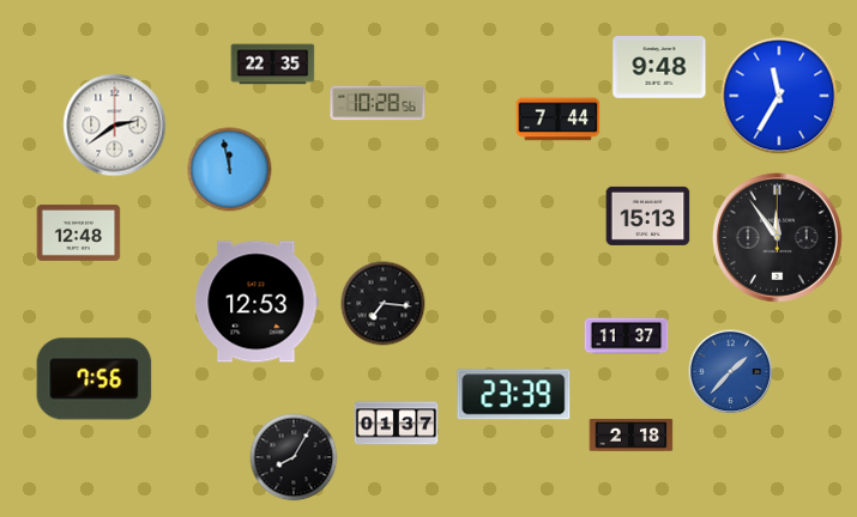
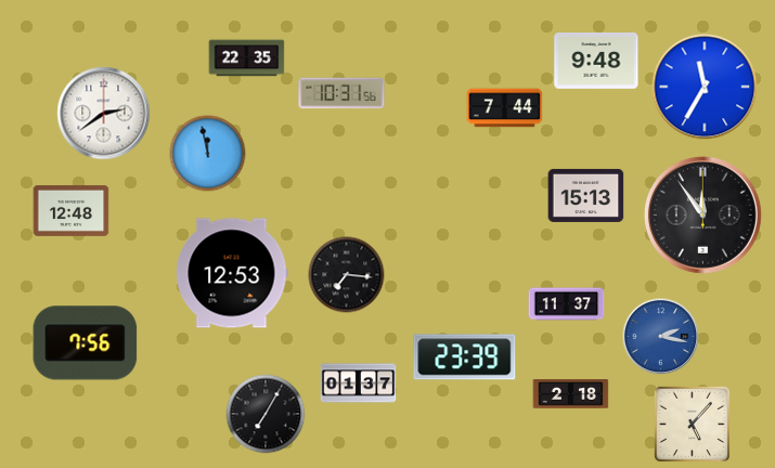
clock at (378, 103): 10:28 -> 10:31
clock at (731, 372): 1:37 -> 2:17
clock at (294, 457): 8:05 -> 7:05
clock at (692, 424): none -> 5:07
